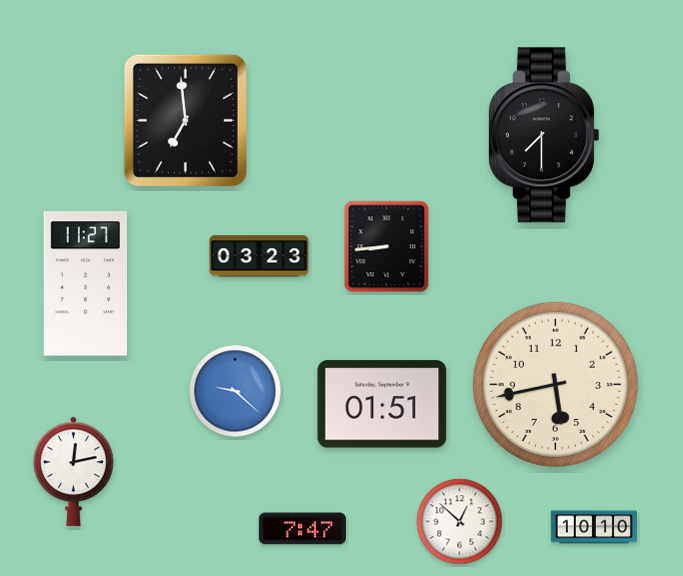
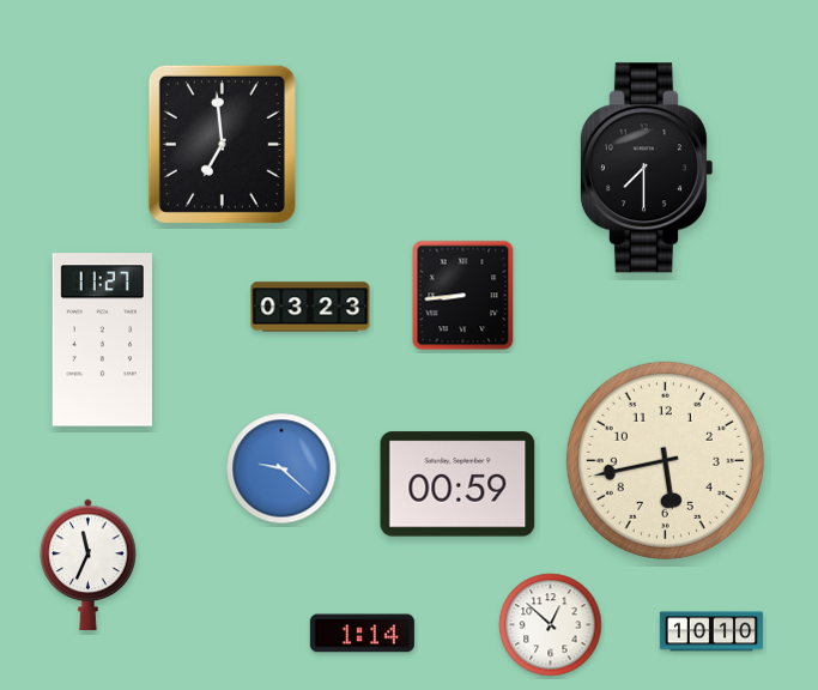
clock at (543, 135) position: (543, 135) -> (646, 168)
clock at (382, 404): 01:51 -> 00:59
clock at (74, 472): 12:13 -> 11:34
clock at (302, 529): 7:47 -> 1:14
